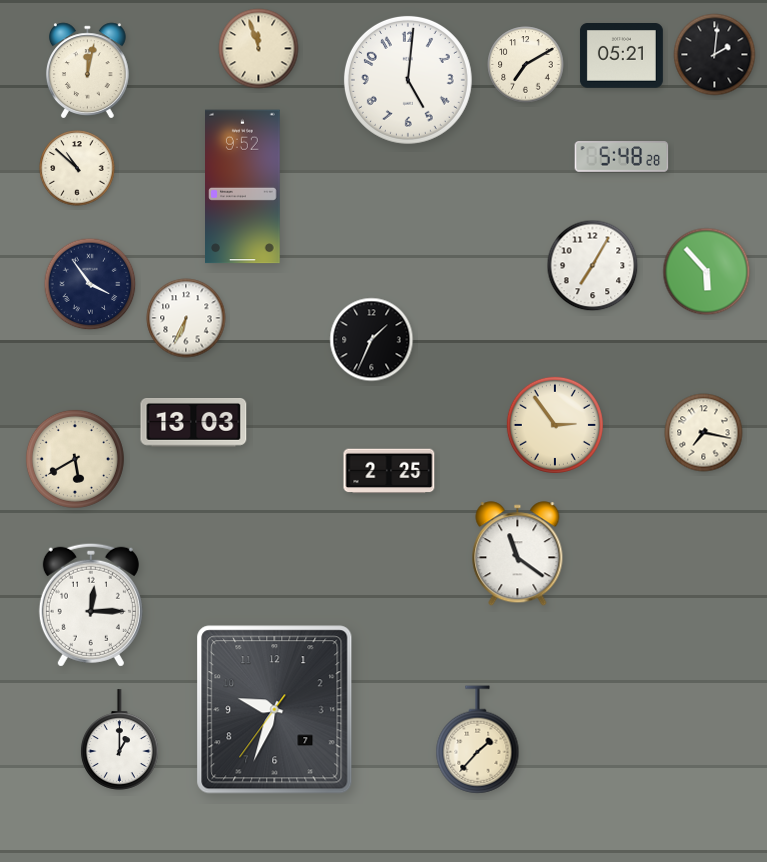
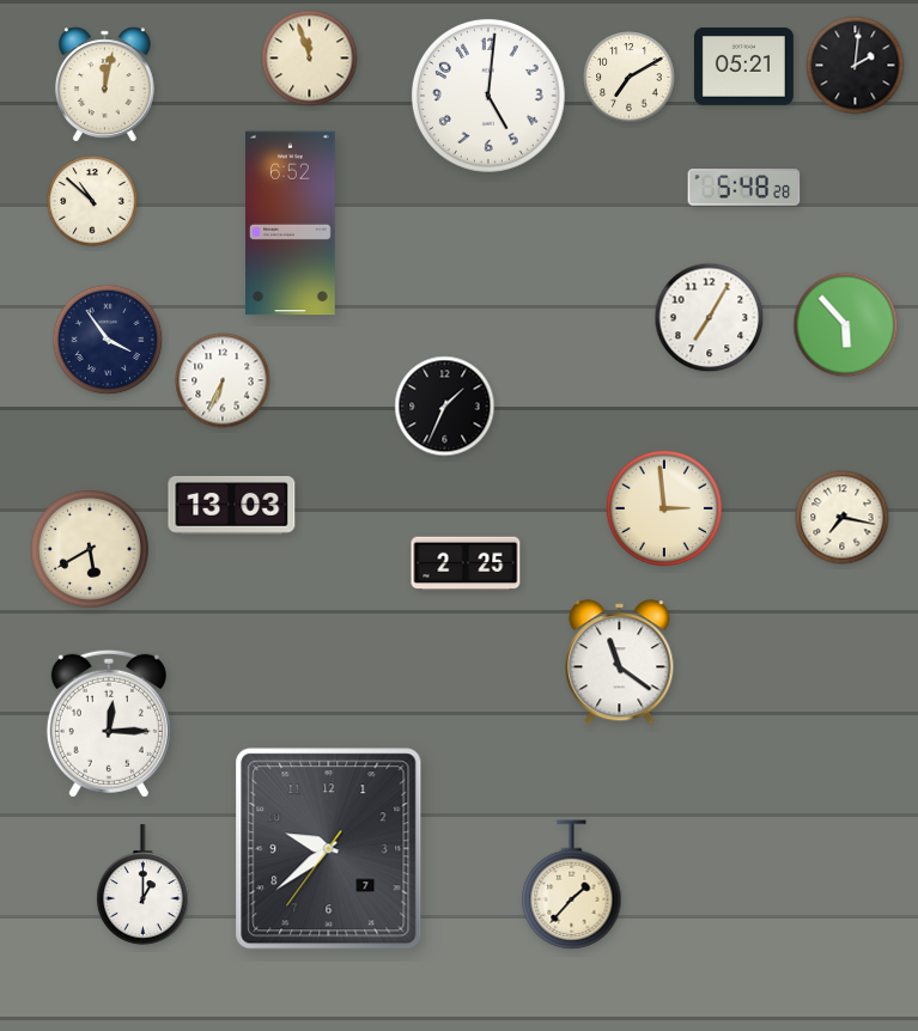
clock at (243, 187): 9:52 -> 6:52
clock at (555, 425): 2:54 -> 2:59
clock at (275, 710): 9:33 -> 9:38
